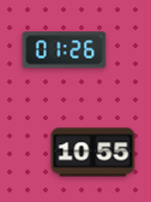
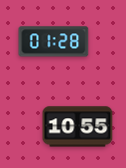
clock at (65, 50): 01:26 -> 01:28
